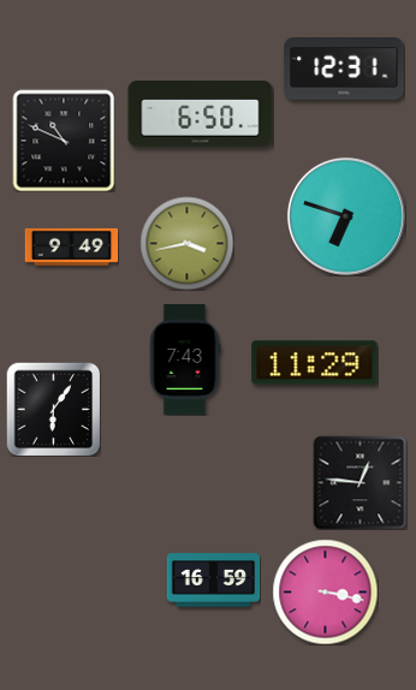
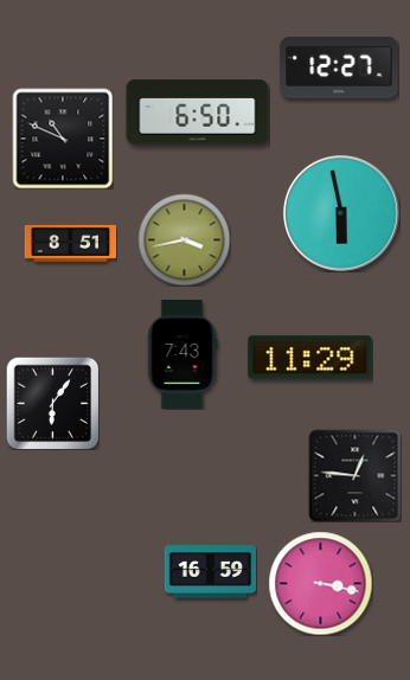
clock at (344, 70): 12:31 -> 12:27
clock at (346, 216): 6:48 -> 5:58
clock at (71, 246): 9:49 -> 8:51
